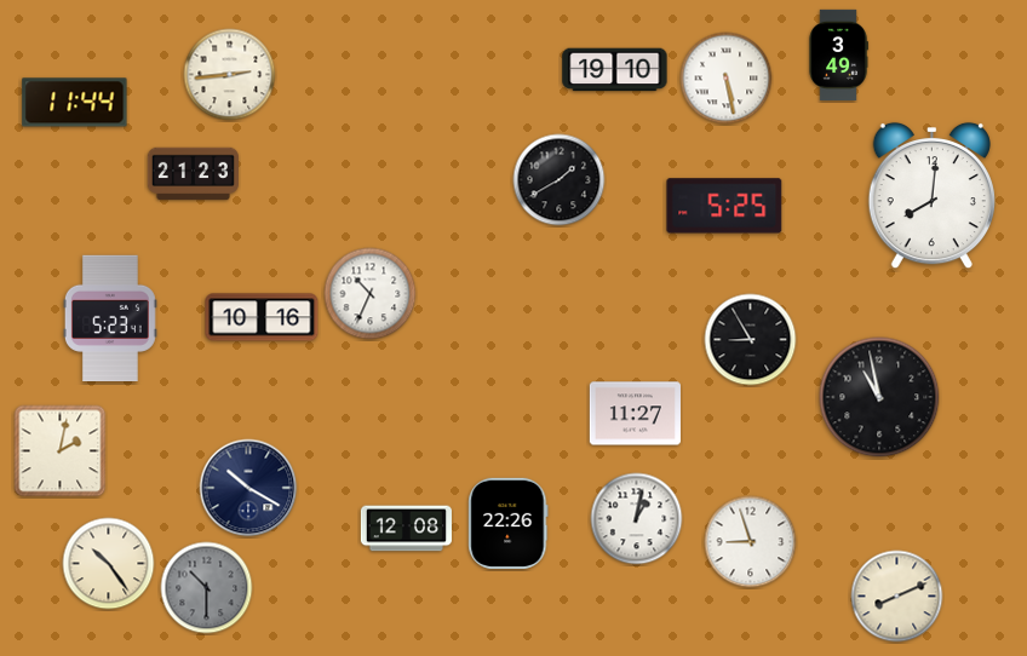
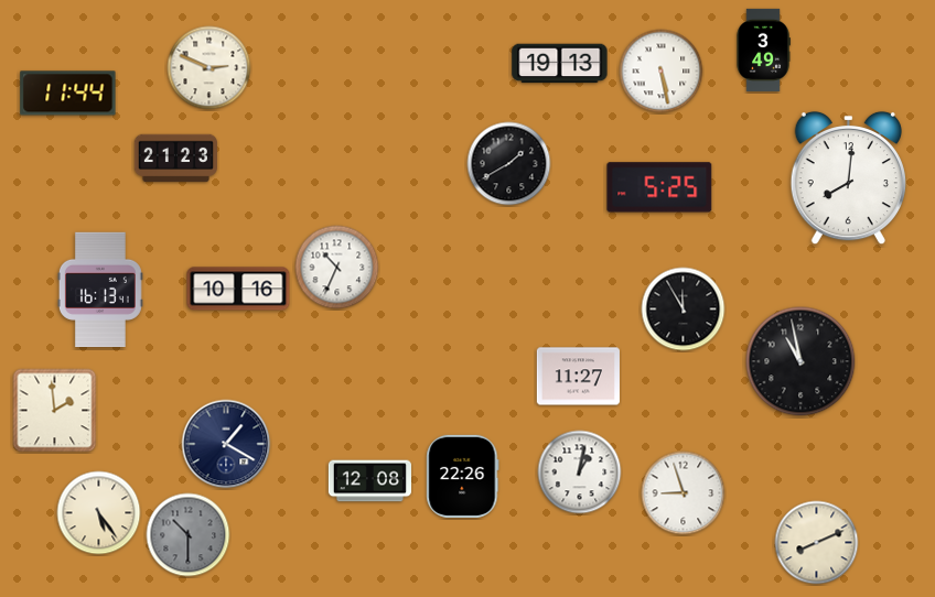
clock at (615, 70): 19:10 -> 19:13
clock at (230, 75): 2:44 -> 2:49
clock at (110, 317): 5:23 -> 16:13
clock at (751, 340): 8:55 -> 11:55
clock at (61, 451): 2:02 -> 1:59
clock at (248, 488): 10:20 -> 1:20
clock at (109, 564): 10:24 -> 5:24
